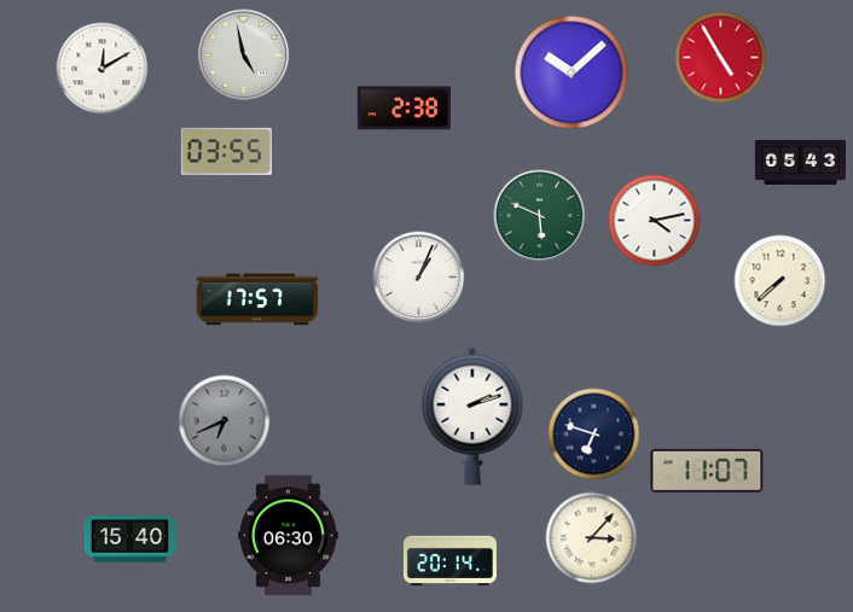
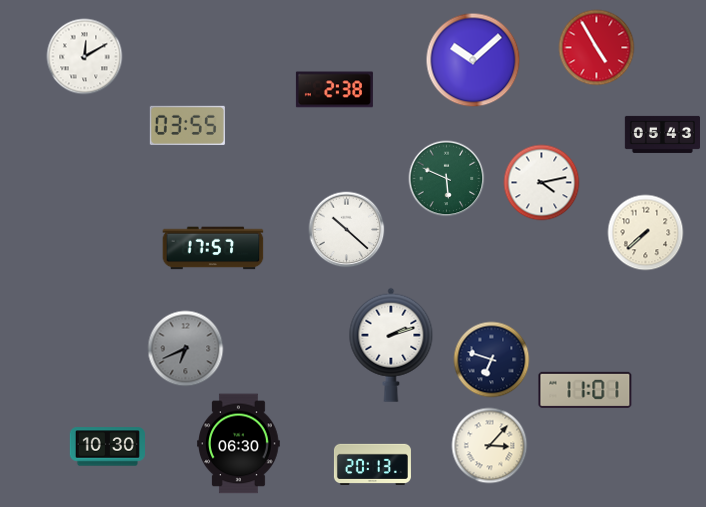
clock at (244, 56): 4:58 -> none
clock at (419, 278): 1:04 -> 10:22
clock at (707, 471): 11:07 -> 11:01
clock at (129, 540): 15:40 -> 10:30
clock at (449, 560): 20:14 -> 20:13
